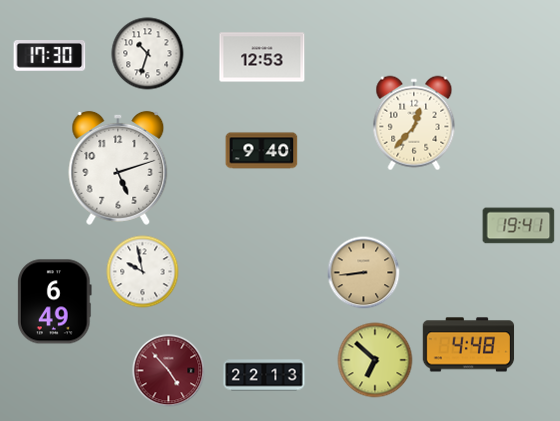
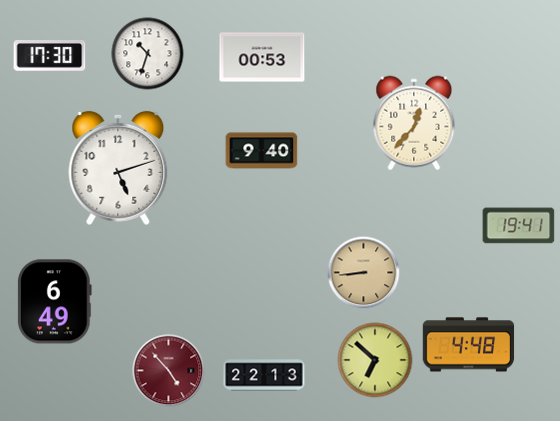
clock at (262, 57): 12:53 -> 00:53
clock at (143, 272): 9:58 -> none
